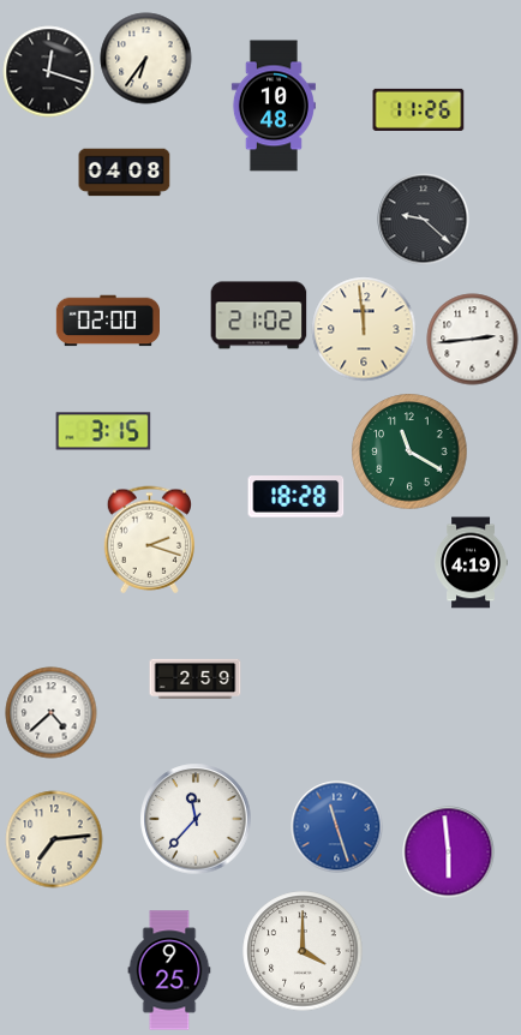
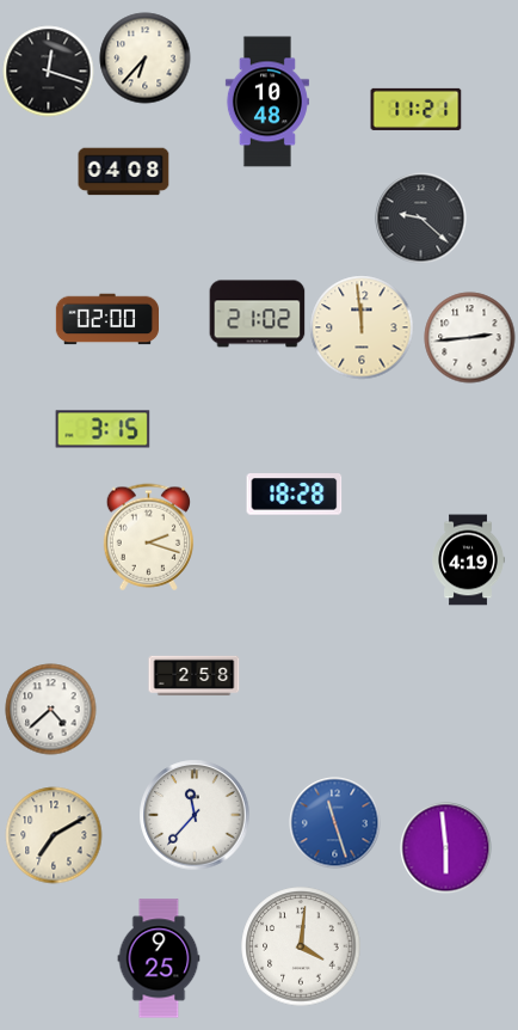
clock at (146, 59): 6:36 -> 6:37
clock at (274, 106) position: (274, 106) -> (267, 102)
clock at (419, 109): 11:26 -> 11:21
clock at (409, 451): 11:20 -> none
clock at (196, 680): 2:59 -> 2:58
clock at (54, 839): 7:14 -> 7:10
clock at (303, 951): 4:00 -> 4:01
clock at (169, 970) position: (169, 970) -> (159, 958)
